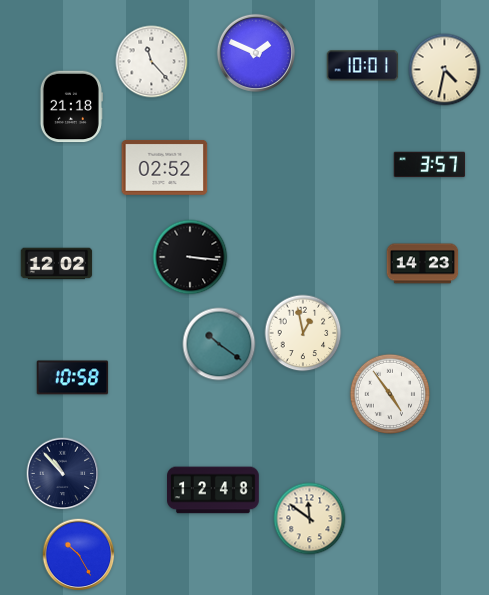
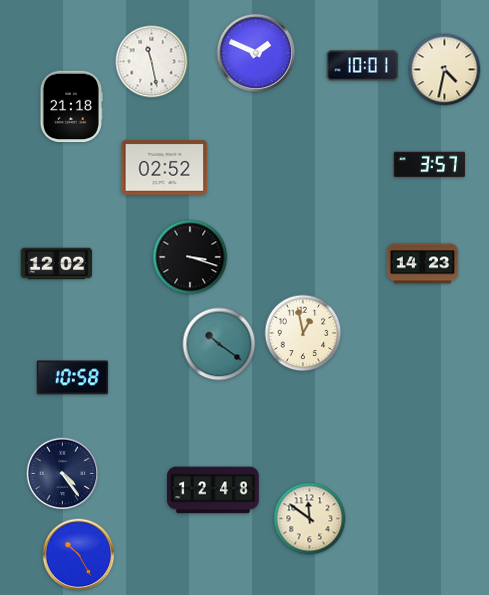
clock at (152, 62): 11:23 -> 11:28
clock at (190, 257): 3:16 -> 3:18
clock at (390, 394): 4:54 -> none
clock at (63, 474): 10:53 -> 4:24
